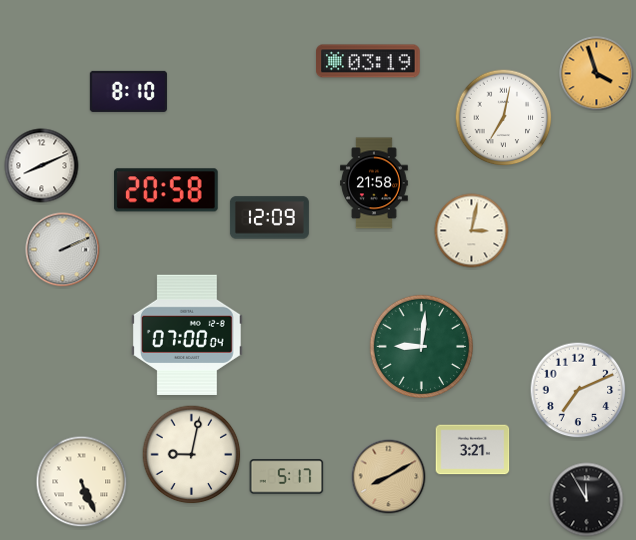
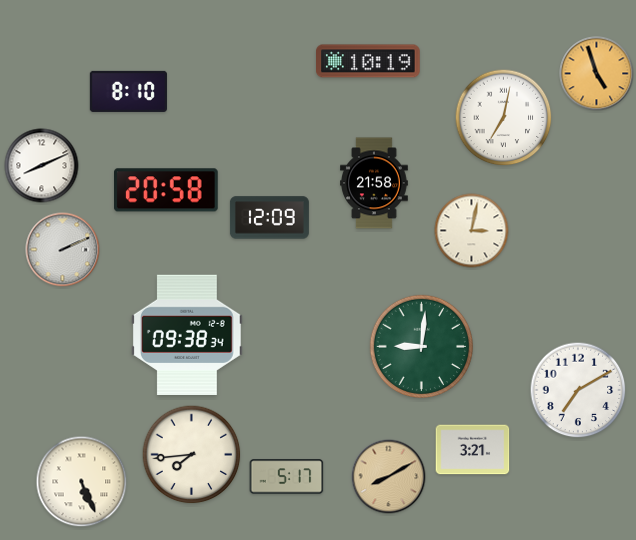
clock at (369, 61): 03:19 -> 10:19
clock at (597, 74): 3:57 -> 4:57
clock at (187, 334): 07:00 -> 09:38
clock at (578, 390): 7:11 -> 7:10
clock at (192, 455): 9:02 -> 7:44
clock at (587, 500): 11:55 -> none
